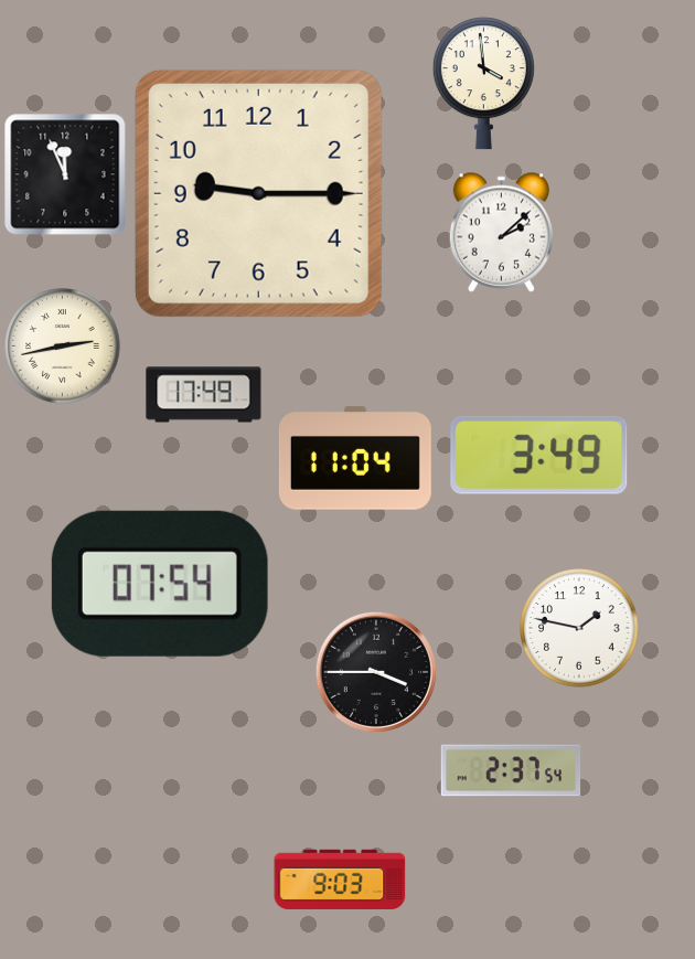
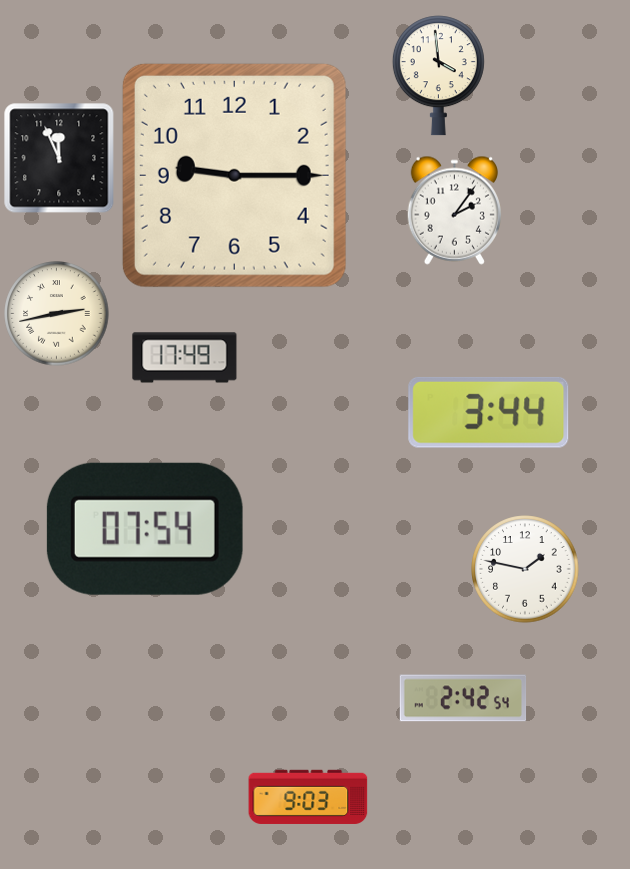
clock at (501, 232): 2:08 -> 2:06
clock at (539, 455): 3:49 -> 3:44
clock at (355, 458): 11:04 -> none
clock at (376, 672): 3:45 -> none
clock at (511, 770): 2:37 -> 2:42
